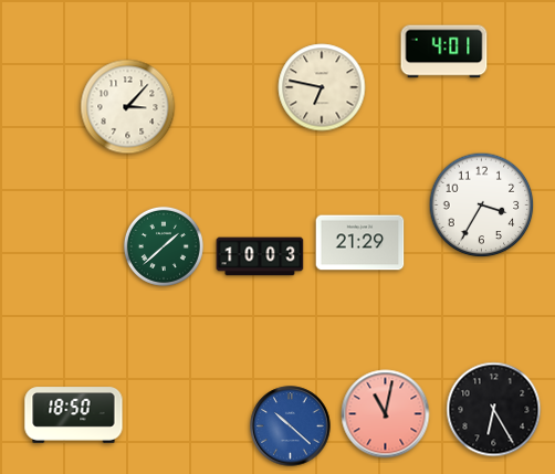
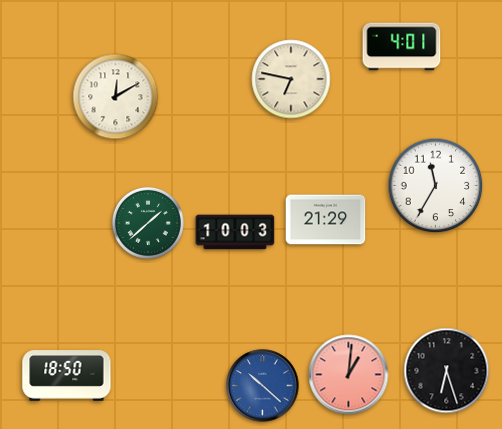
clock at (128, 107): 3:07 -> 12:10
clock at (482, 206): 3:35 -> 11:35
clock at (494, 410): 6:25 -> 6:27
clock at (386, 414): 11:02 -> 1:01
